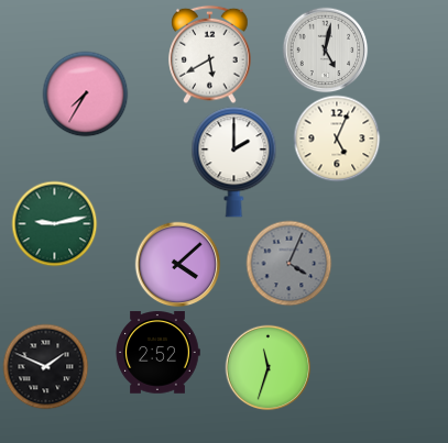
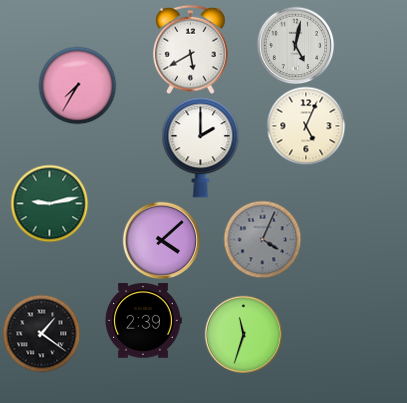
clock at (234, 163) position: (234, 163) -> (201, 148)
clock at (157, 353): 2:52 -> 2:39
clock at (45, 366): 1:49 -> 1:21
